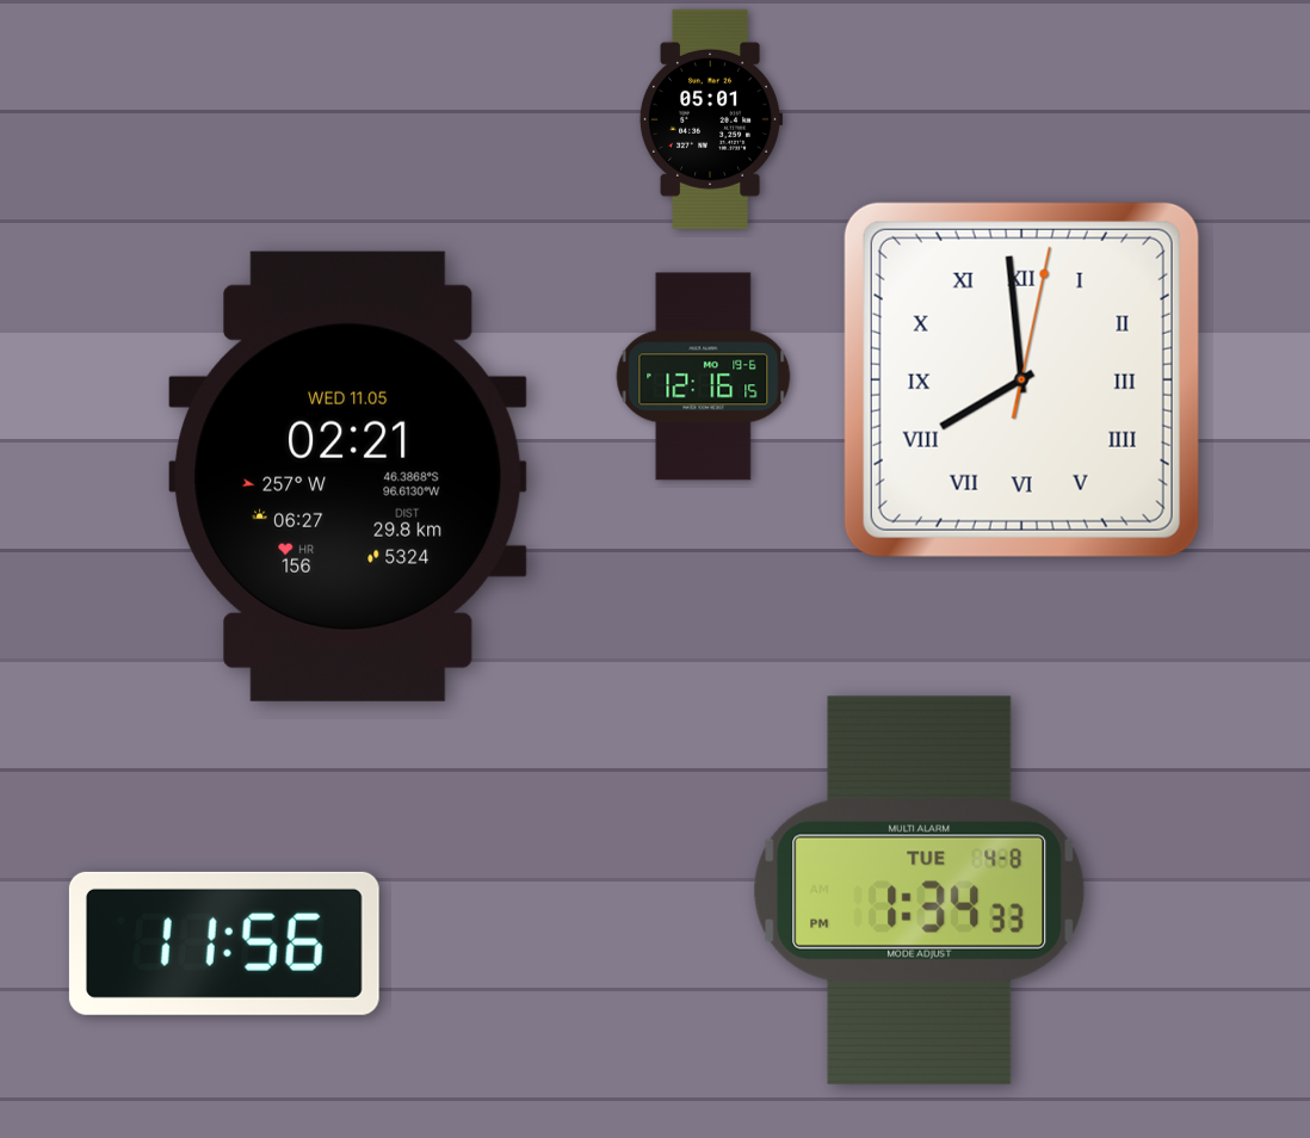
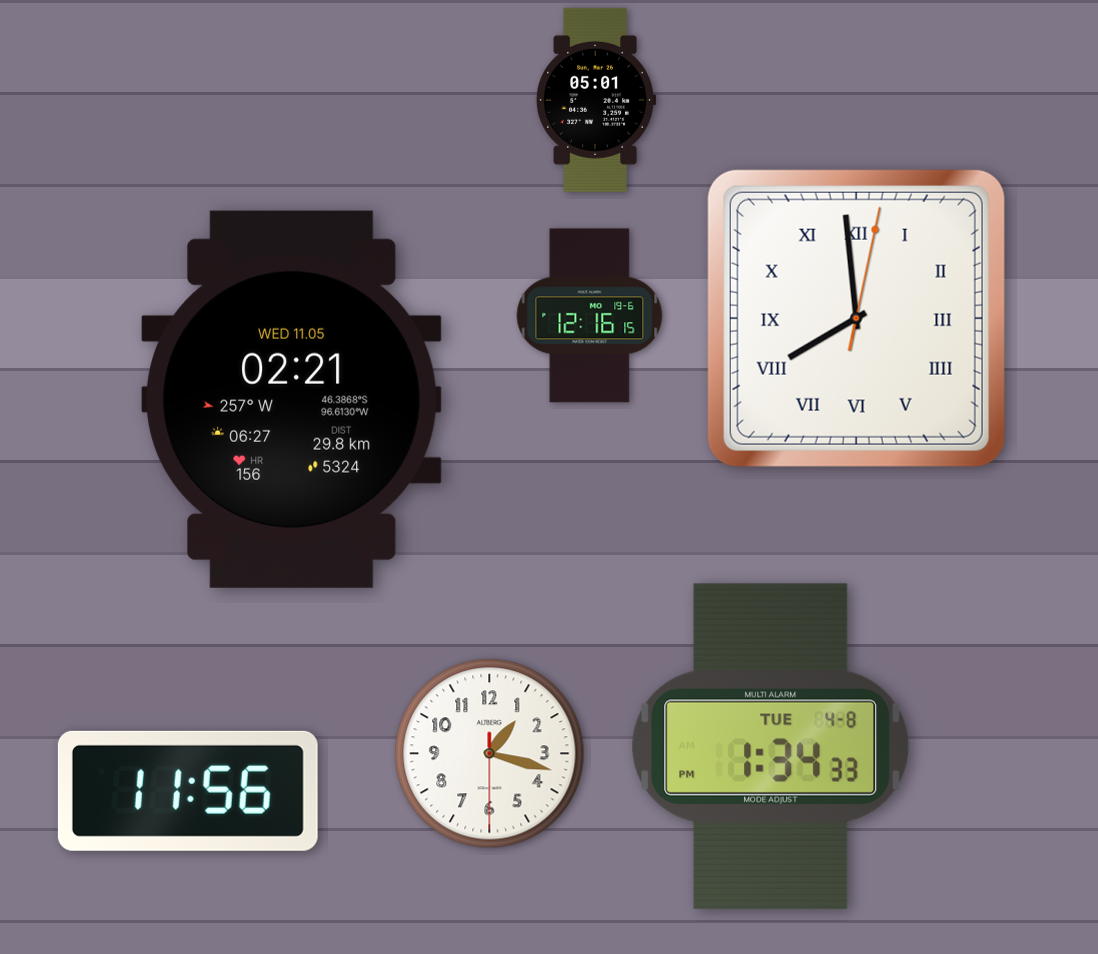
clock at (490, 754): none -> 1:17
